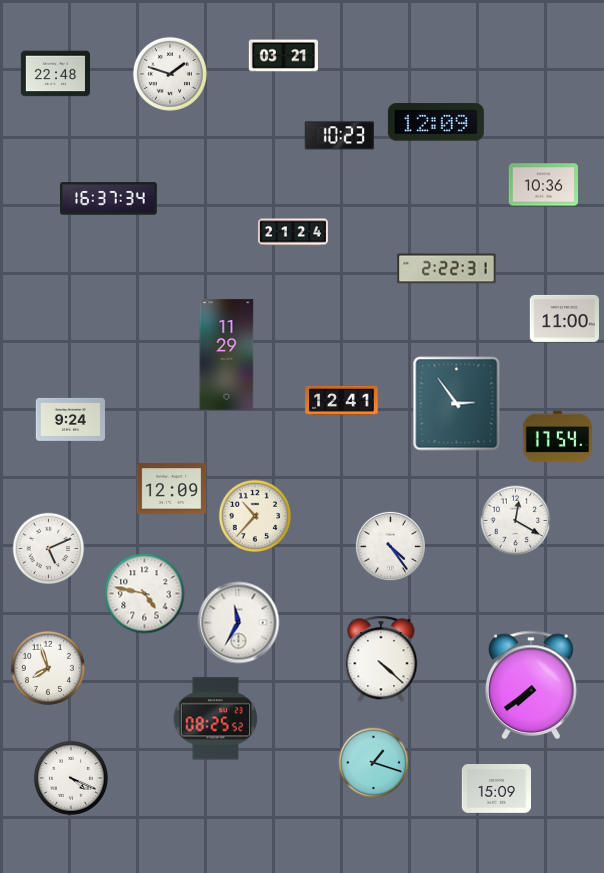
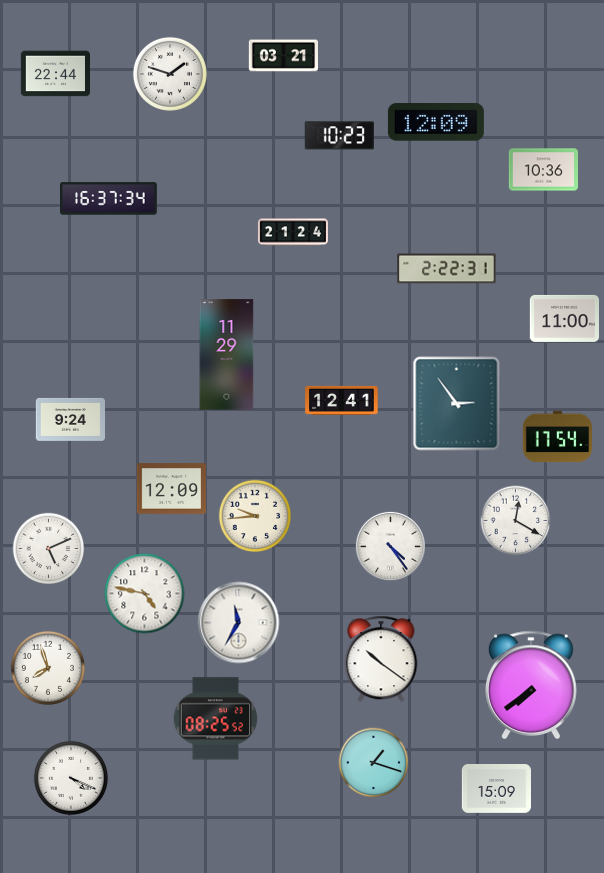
clock at (55, 74): 22:48 -> 22:44
clock at (543, 185) position: (543, 185) -> (543, 170)
clock at (255, 516): 10:37 -> 9:44
clock at (381, 659): 4:22 -> 10:21
